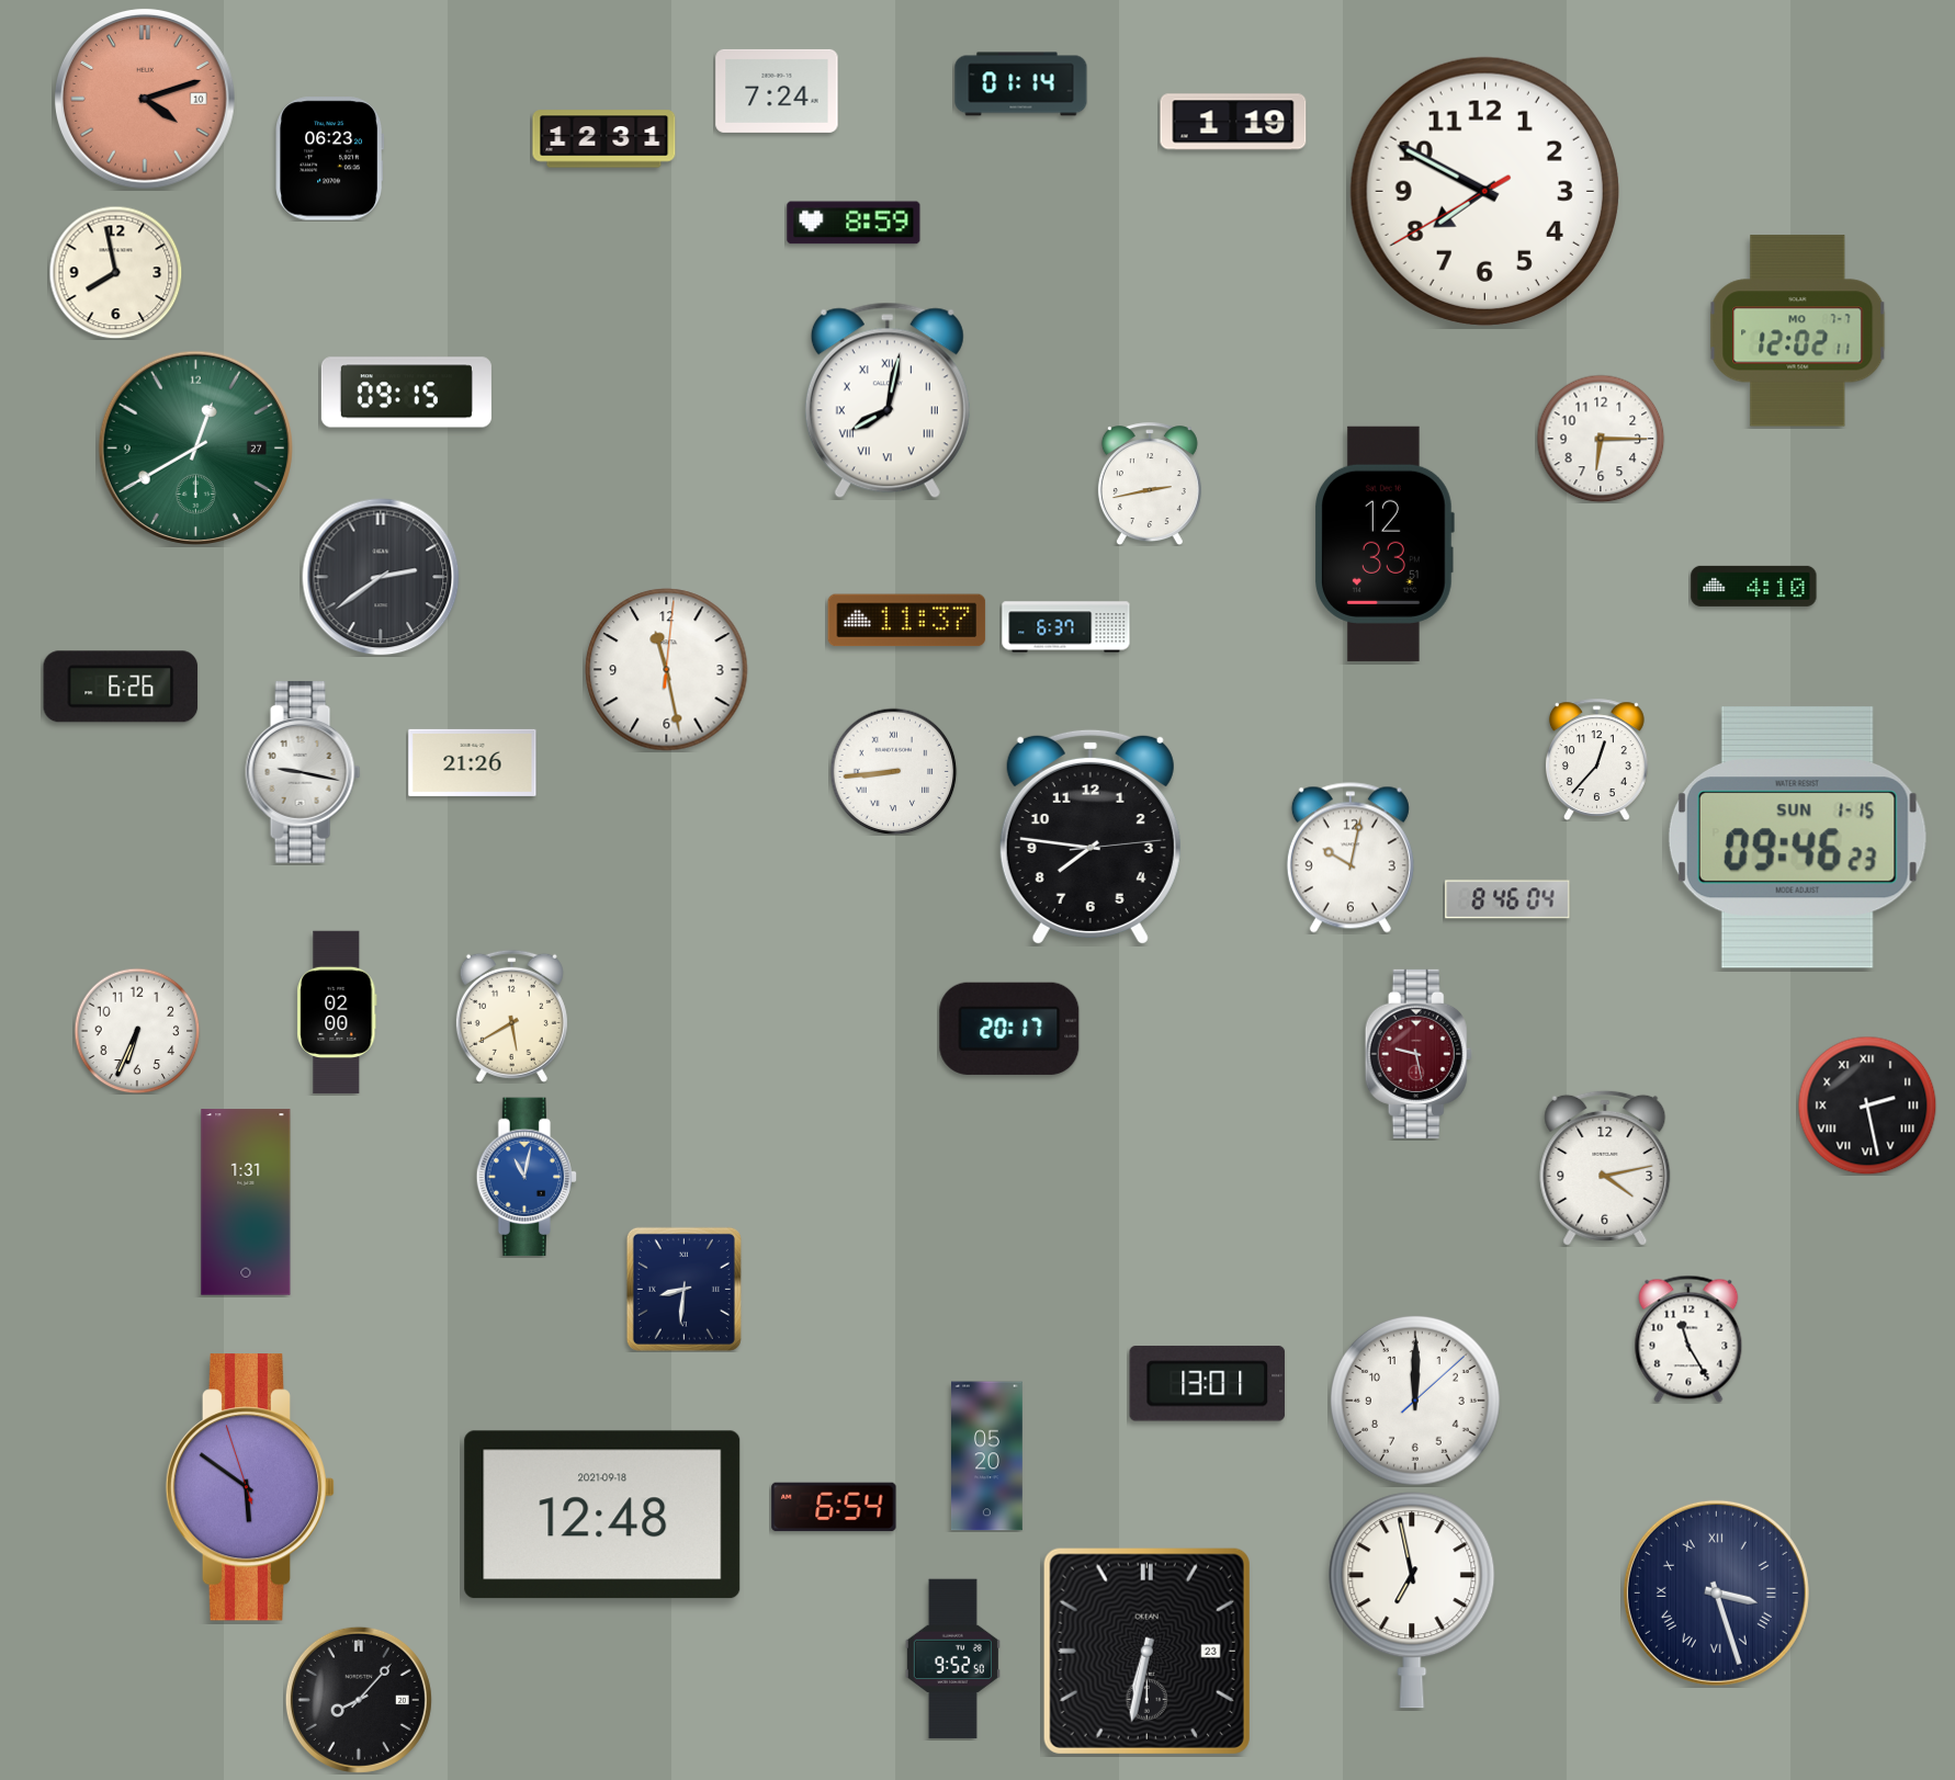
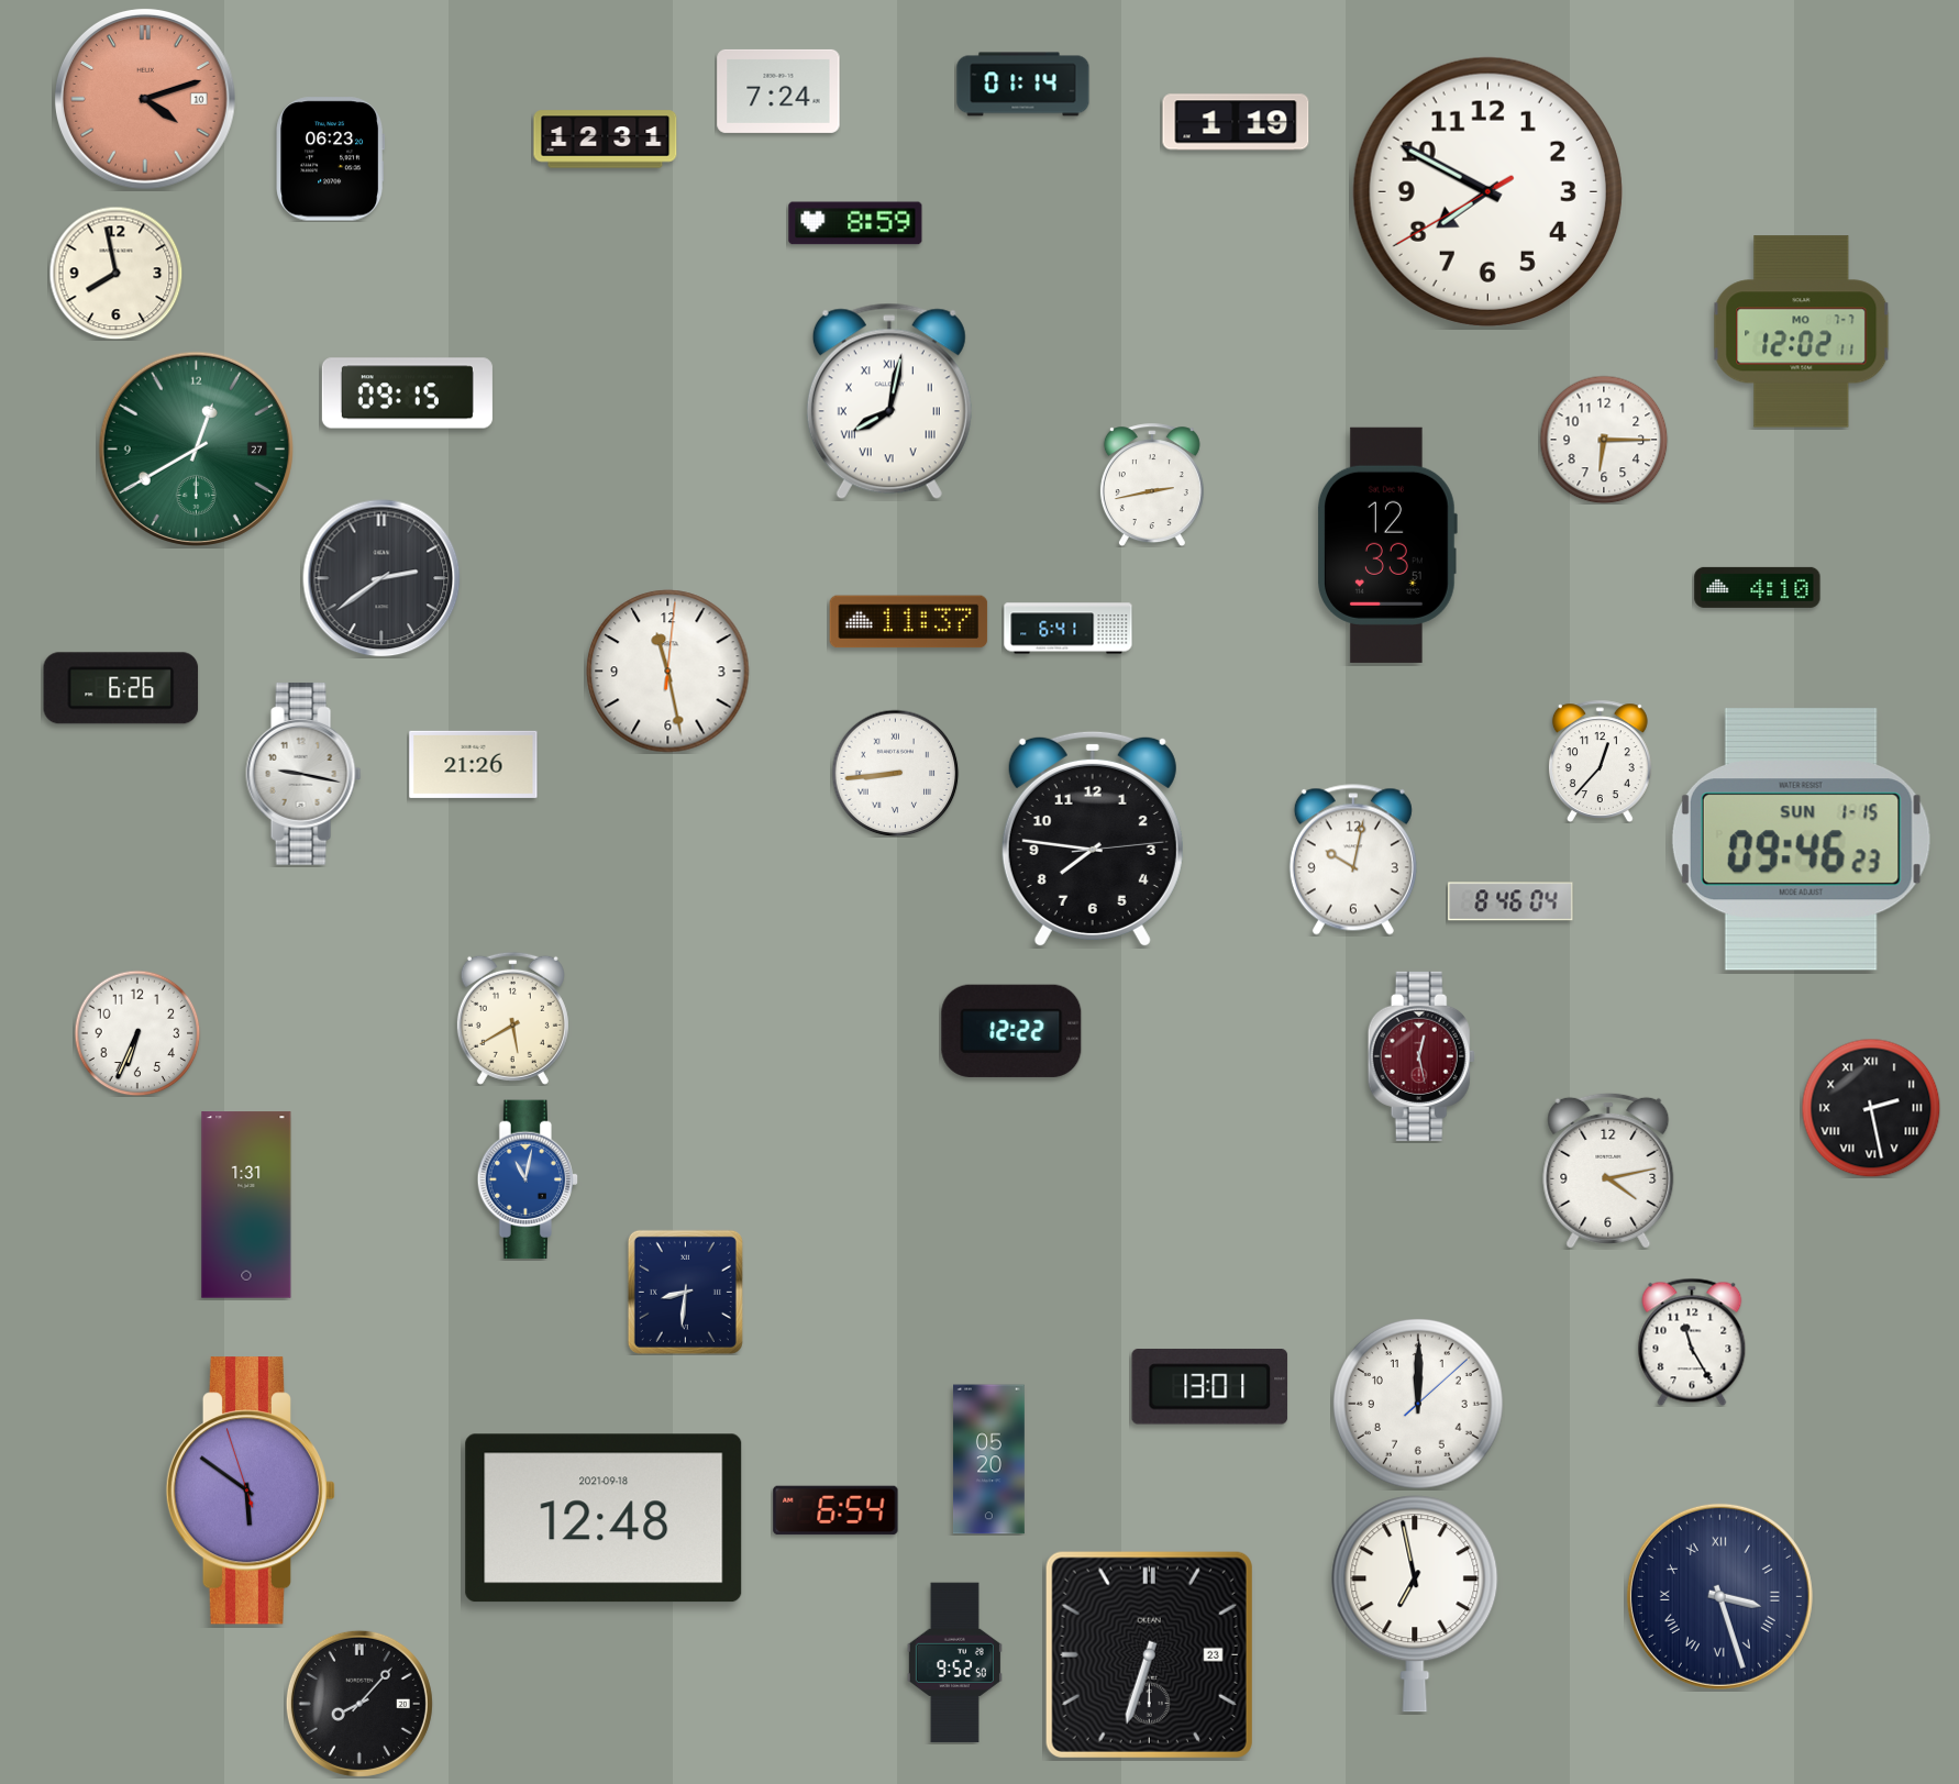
clock at (1066, 627): 6:37 -> 6:41
clock at (337, 1012): 02:00 -> none
clock at (1009, 1029): 20:17 -> 12:22
clock at (1419, 1054): 9:28 -> 12:28
clock at (1146, 1651): 6:32 -> 6:33
